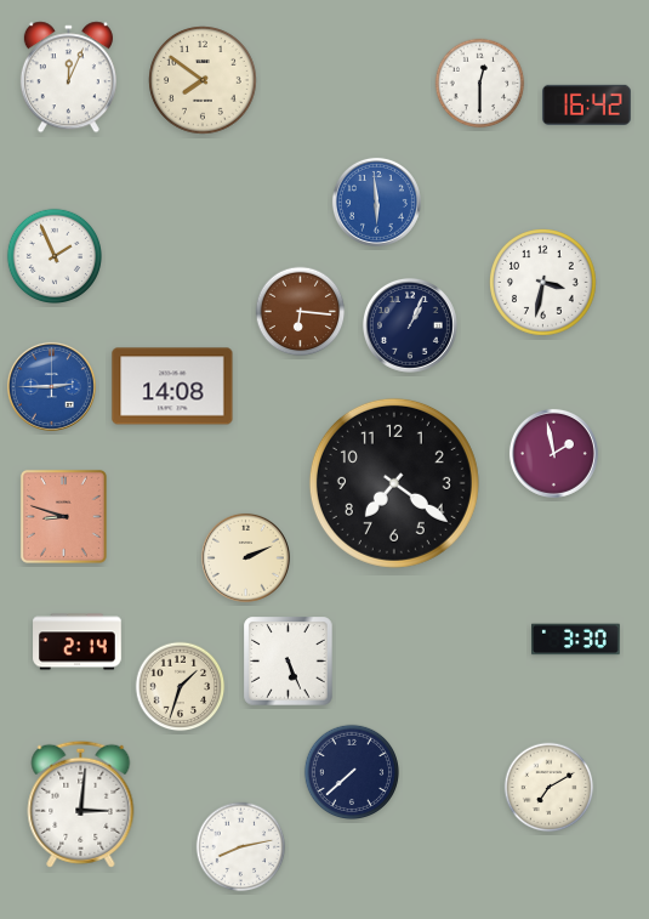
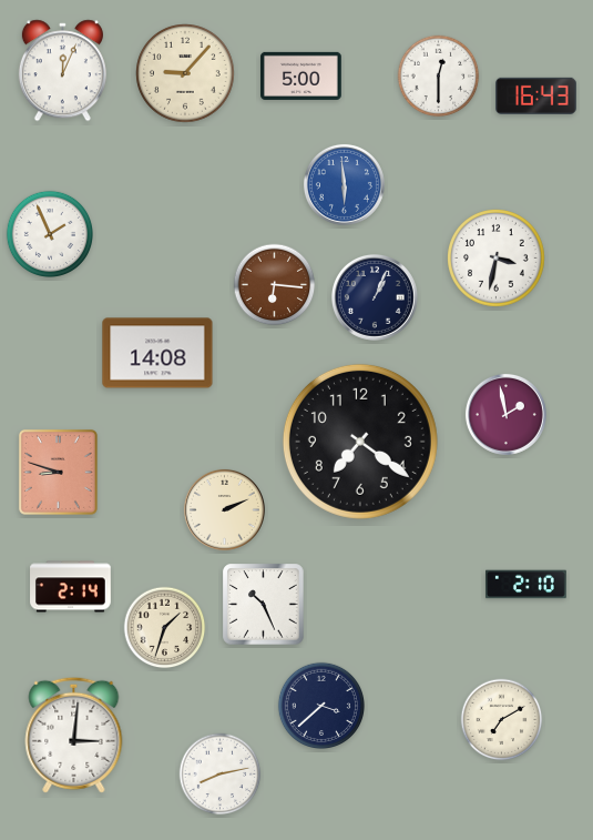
clock at (203, 80): 7:51 -> 9:07
clock at (301, 75): none -> 5:00
clock at (587, 104): 16:42 -> 16:43
clock at (51, 386): 2:45 -> none
clock at (576, 640): 3:30 -> 2:10
clock at (289, 662): 5:26 -> 10:26
clock at (351, 771): 7:38 -> 3:38
